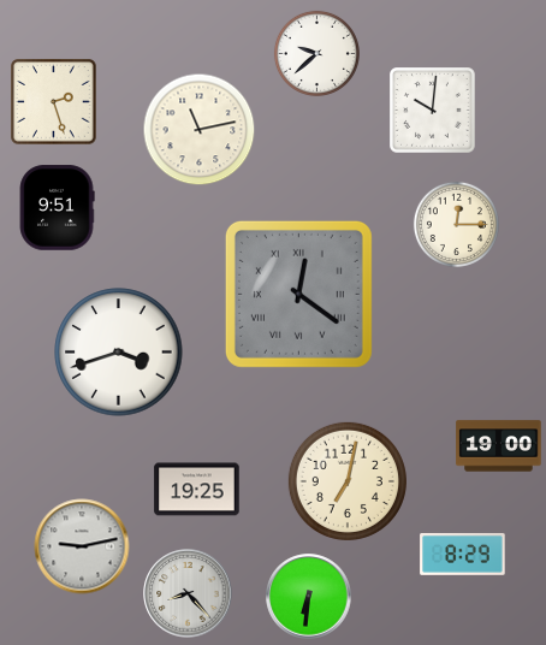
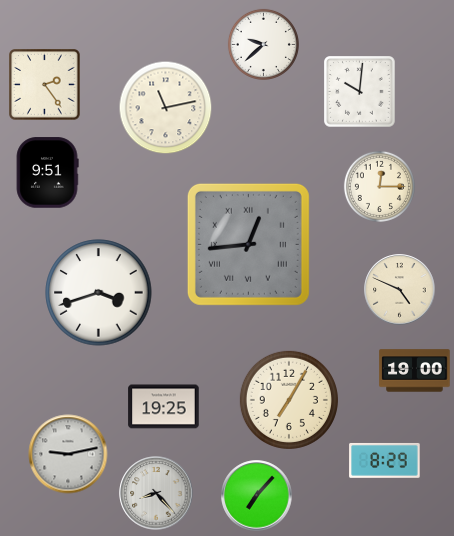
clock at (54, 102): 2:27 -> 2:24
clock at (298, 294): 12:21 -> 12:44
clock at (400, 290): none -> 4:49
clock at (348, 481): 7:02 -> 7:05
clock at (309, 597): 6:31 -> 7:07
